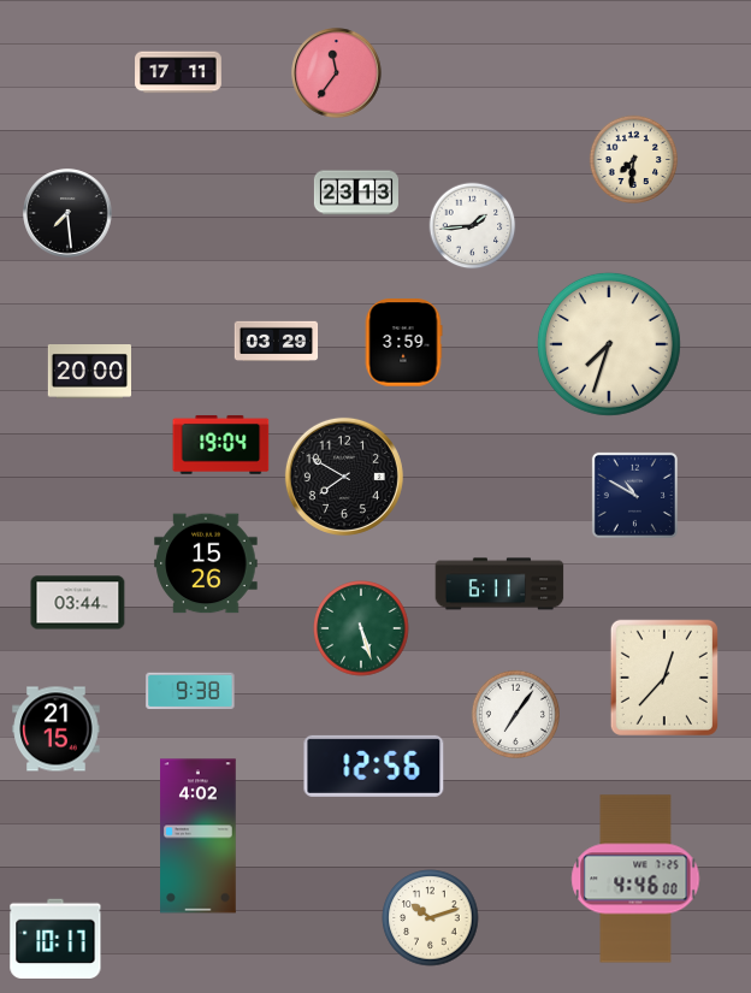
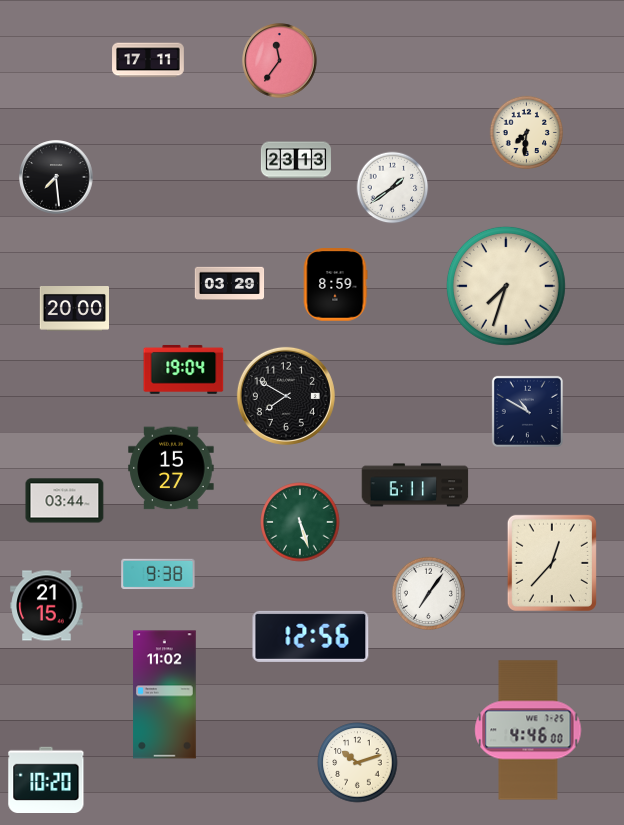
clock at (473, 226): 1:44 -> 1:39
clock at (403, 343): 3:59 -> 8:59
clock at (206, 563): 15:26 -> 15:27
clock at (199, 837): 4:02 -> 11:02
clock at (55, 939): 10:17 -> 10:20
